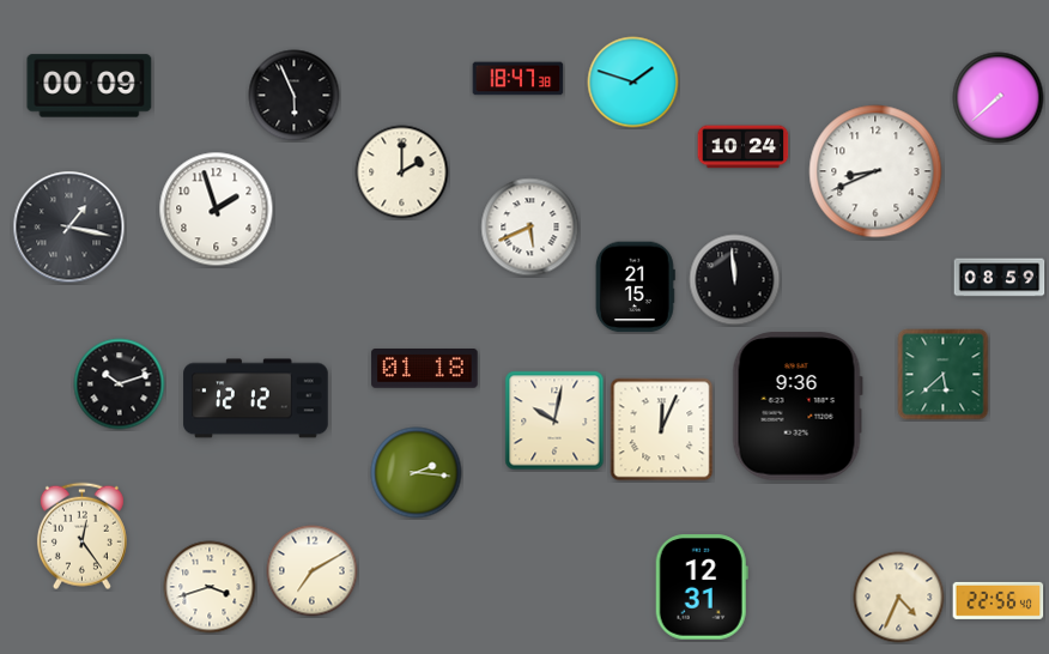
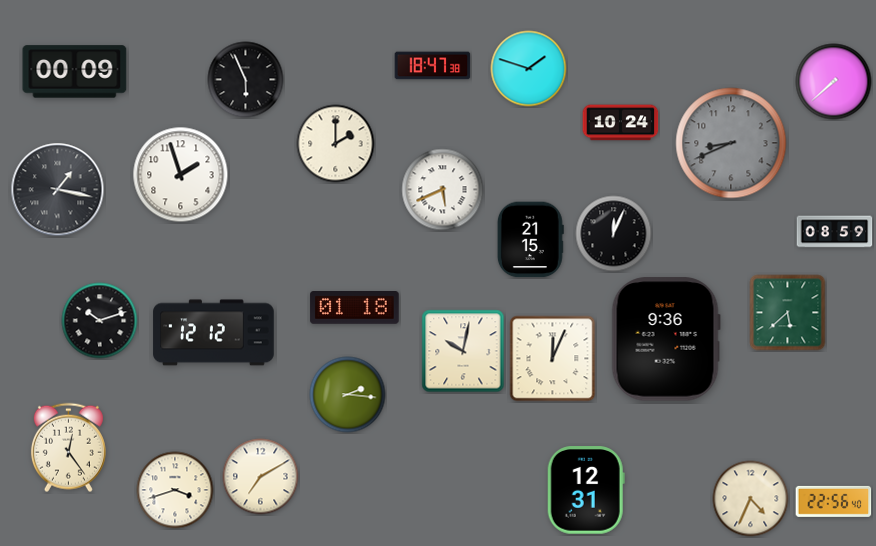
clock at (875, 171) dial: white -> grey
clock at (735, 280): 11:59 -> 12:04
